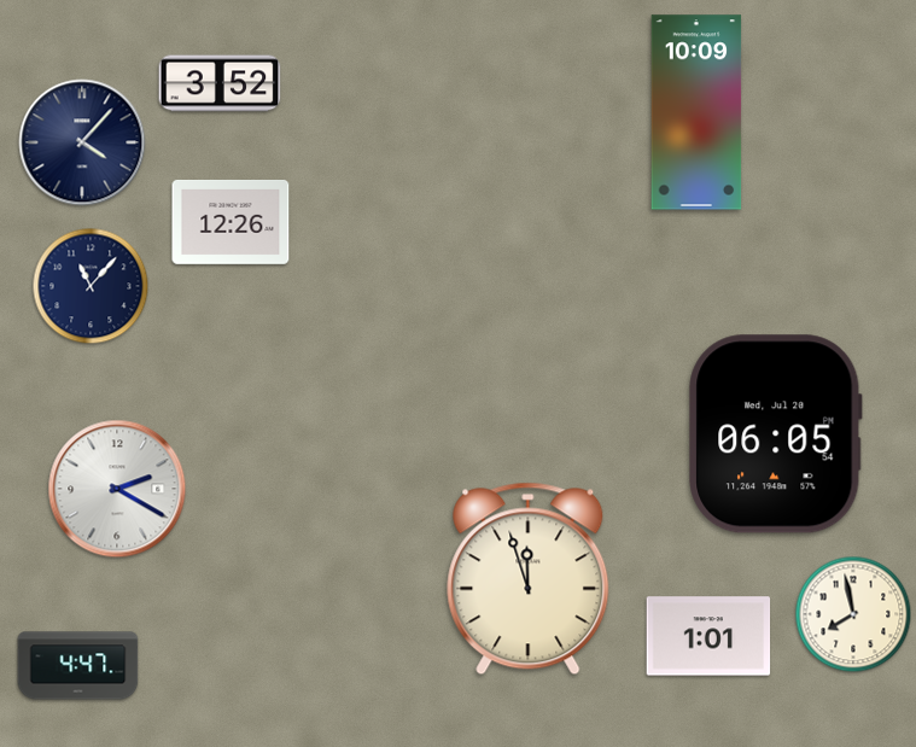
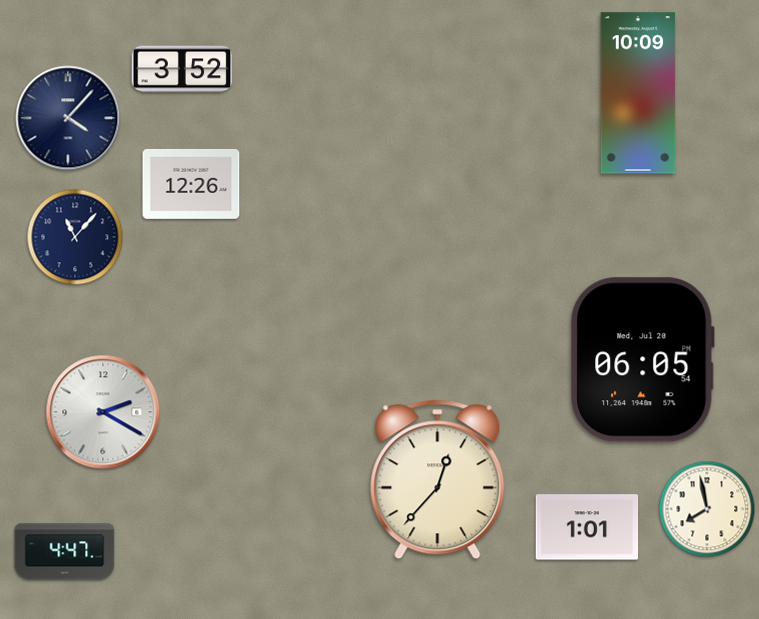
clock at (696, 112) position: (696, 112) -> (638, 93)
clock at (117, 489) position: (117, 489) -> (103, 412)
clock at (529, 579): 11:57 -> 12:37
